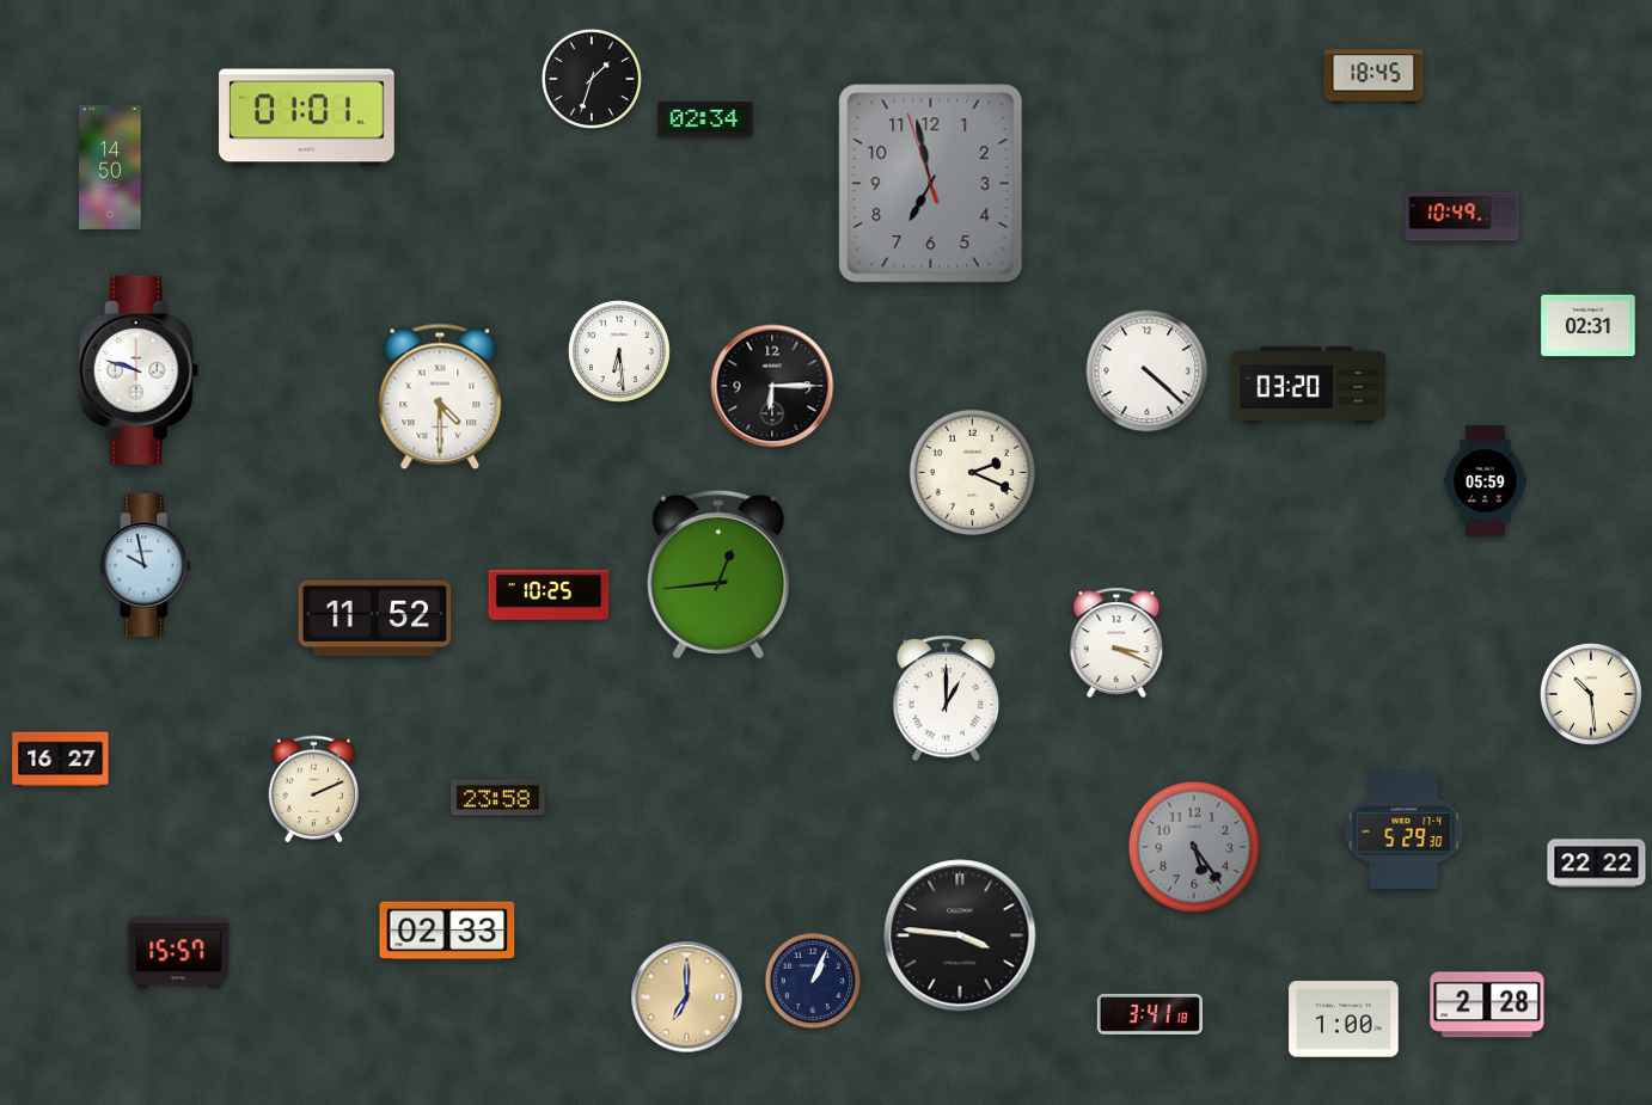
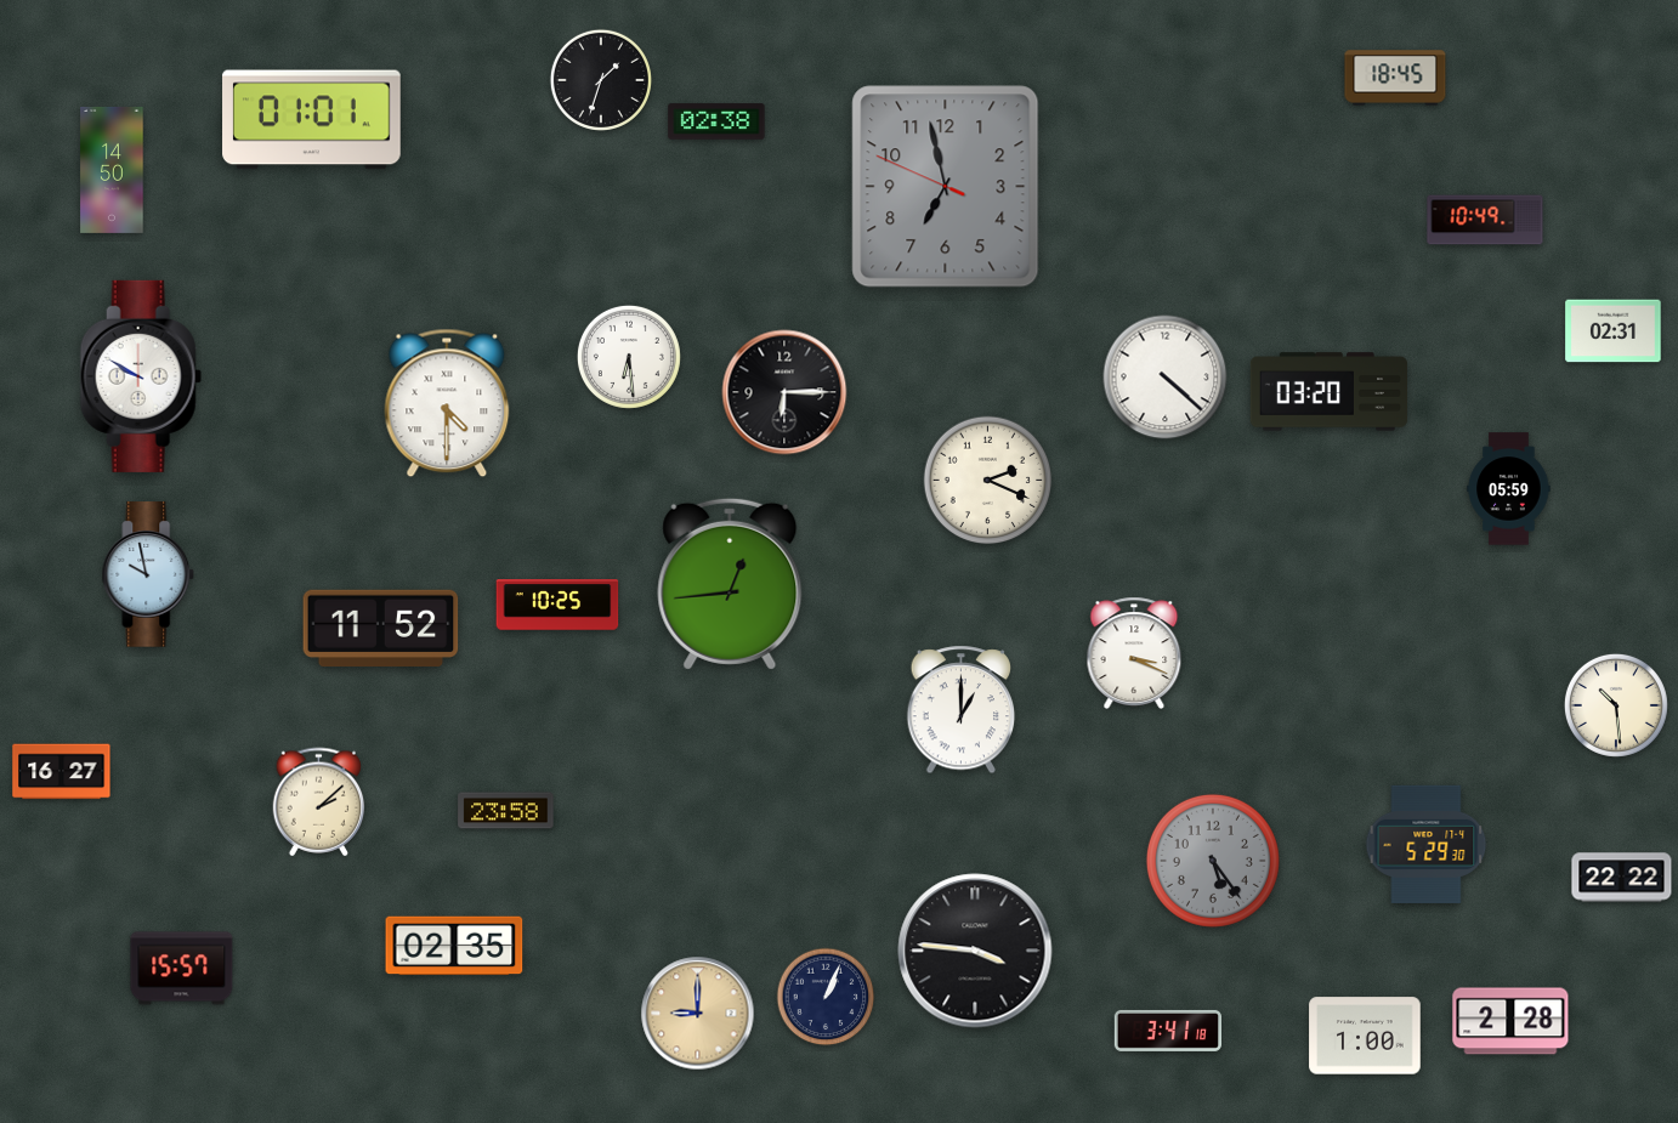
clock at (705, 119): 02:34 -> 02:38
clock at (931, 184): 6:57:57 -> 6:57:49
clock at (139, 370): 9:48 -> 9:50
clock at (314, 790): 2:11 -> 2:08
clock at (447, 931): 02:33 -> 02:35
clock at (687, 997): 7:00 -> 9:00
